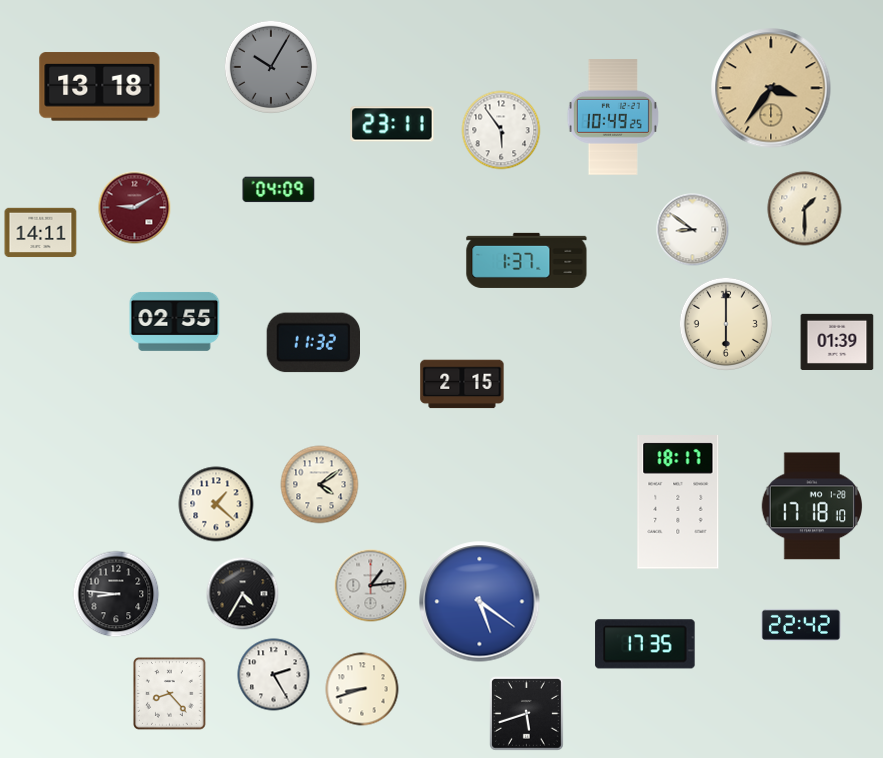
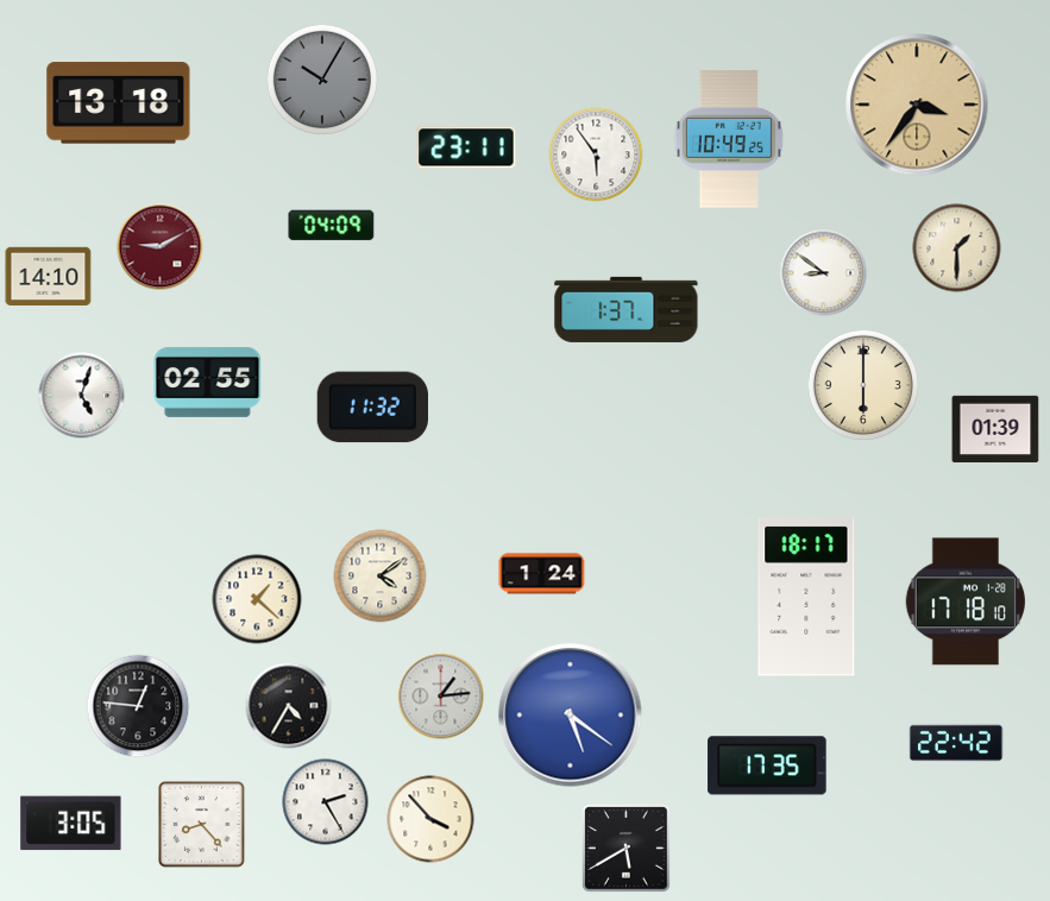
clock at (41, 233): 14:11 -> 14:10
clock at (82, 396): none -> 5:03
clock at (837, 341) position: (837, 341) -> (995, 428)
clock at (462, 384): 2:15 -> none
clock at (542, 574): none -> 1:24
clock at (116, 594): 8:46 -> 12:46
clock at (801, 625) position: (801, 625) -> (956, 743)
clock at (362, 689): 8:42 -> 3:53
clock at (71, 824): none -> 3:05
clock at (527, 714): 5:42 -> 5:40
